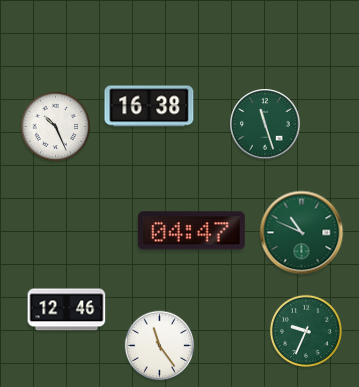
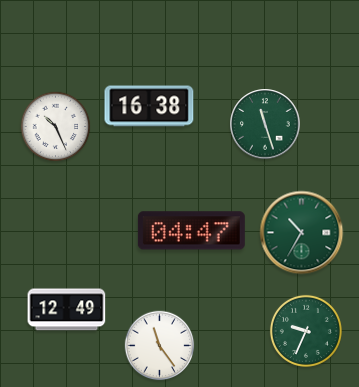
clock at (302, 233): 10:49 -> 10:35
clock at (67, 310): 12:46 -> 12:49
